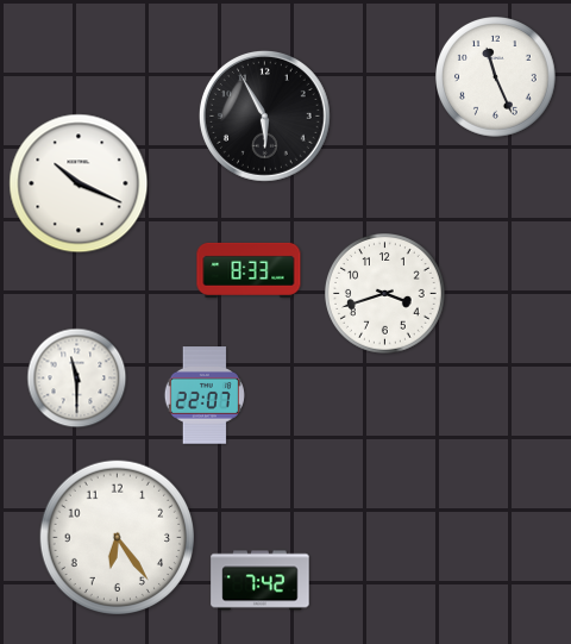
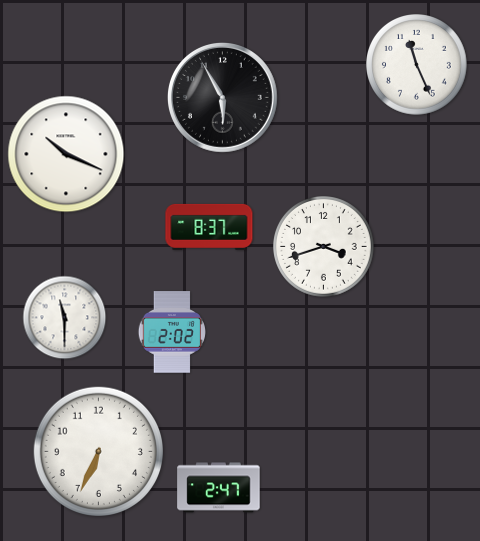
clock at (249, 270): 8:33 -> 8:37
clock at (205, 395): 22:07 -> 2:02
clock at (117, 537): 6:24 -> 6:34
clock at (261, 581): 7:42 -> 2:47
